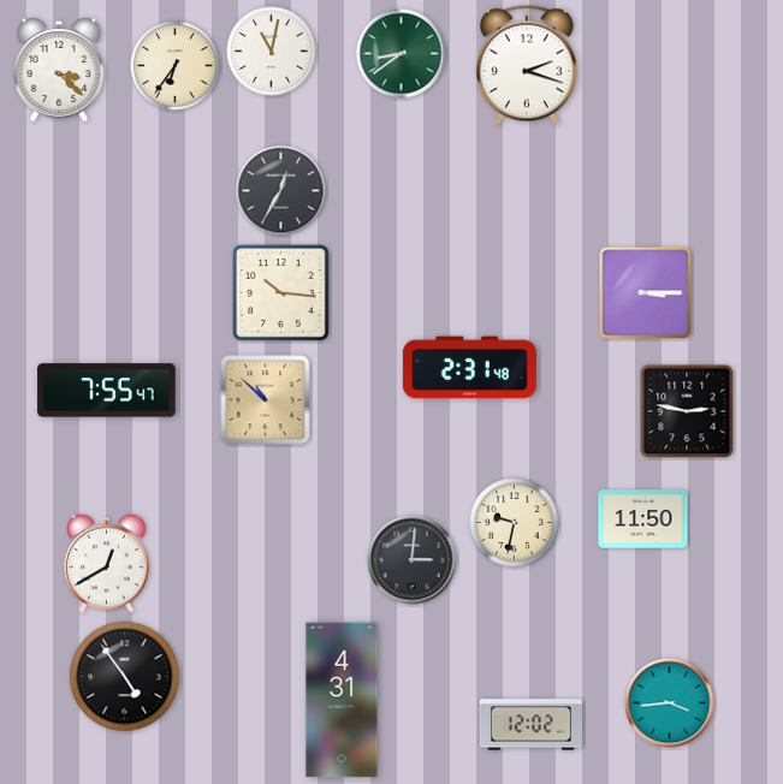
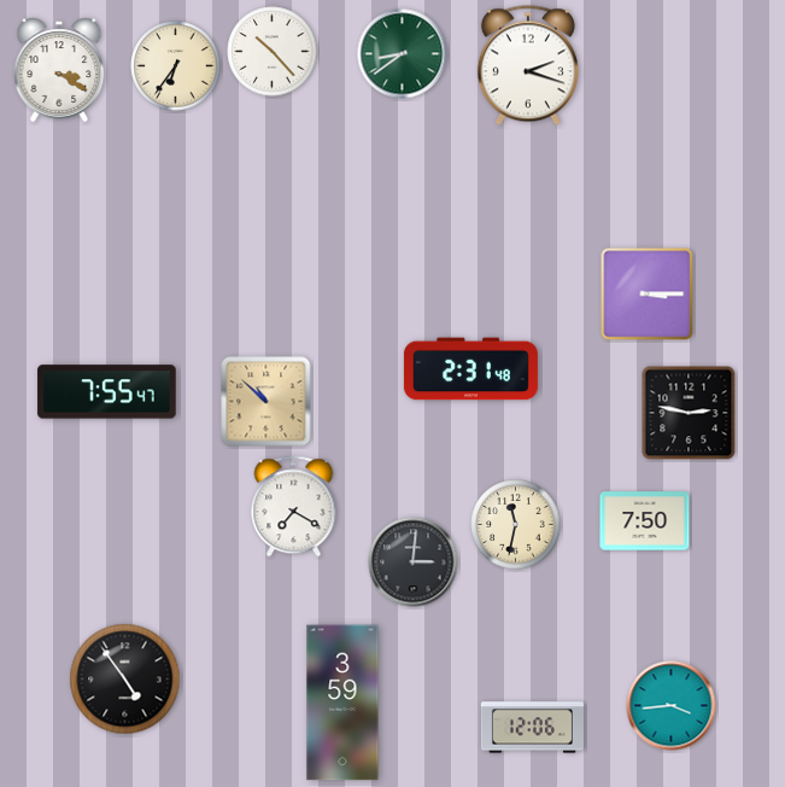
clock at (272, 52): 11:02 -> 10:23
clock at (59, 70): 3:22 -> 3:20
clock at (281, 191): 12:35 -> none
clock at (281, 293): 10:16 -> none
clock at (294, 507): none -> 7:20
clock at (643, 519): 11:50 -> 7:50
clock at (515, 523): 9:32 -> 11:32
clock at (107, 563): 12:40 -> none
clock at (342, 700): 4:31 -> 3:59
clock at (530, 725): 12:02 -> 12:06
